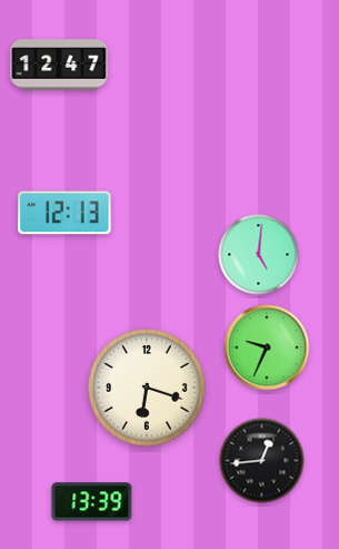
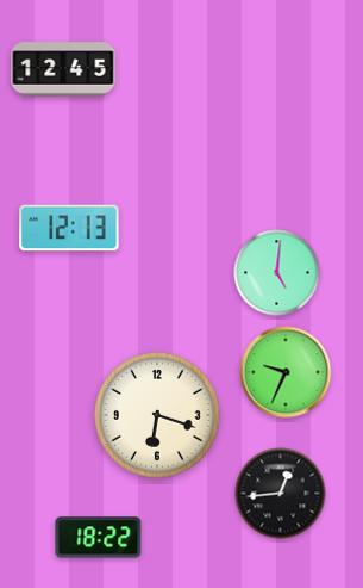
clock at (59, 65): 12:47 -> 12:45
clock at (92, 502): 13:39 -> 18:22
